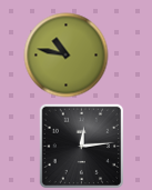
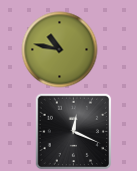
clock at (81, 146): 12:14 -> 12:19
